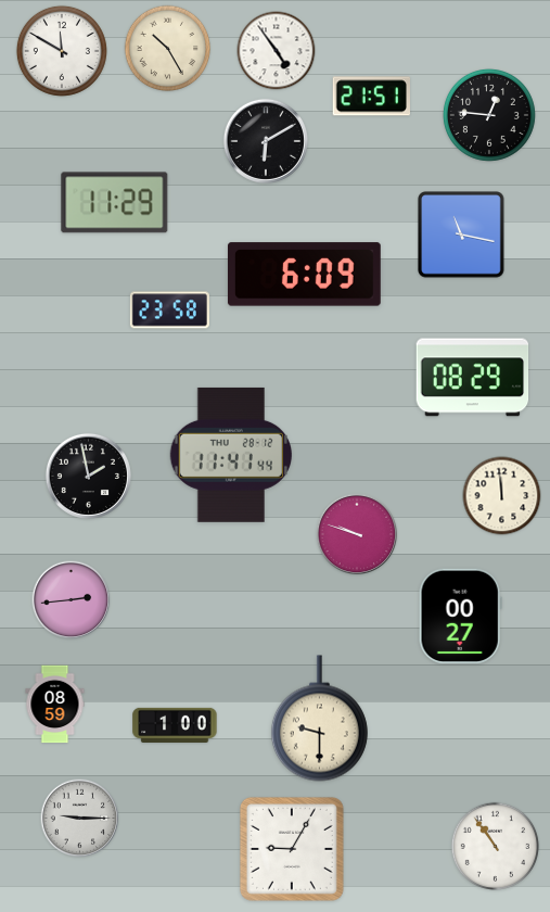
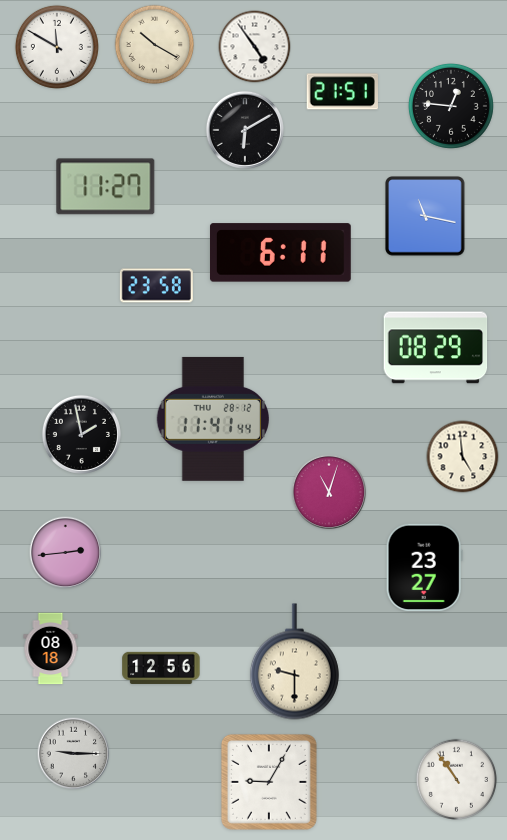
clock at (168, 49): 10:25 -> 10:20
clock at (371, 97) position: (371, 97) -> (342, 92)
clock at (115, 203): 11:29 -> 11:27
clock at (304, 275): 6:09 -> 6:11
clock at (88, 476) position: (88, 476) -> (81, 434)
clock at (502, 496): 11:59 -> 4:59
clock at (357, 534): 9:48 -> 11:03
clock at (460, 617): 00:27 -> 23:27
clock at (55, 705): 08:59 -> 08:18
clock at (175, 725): 1:00 -> 12:56
